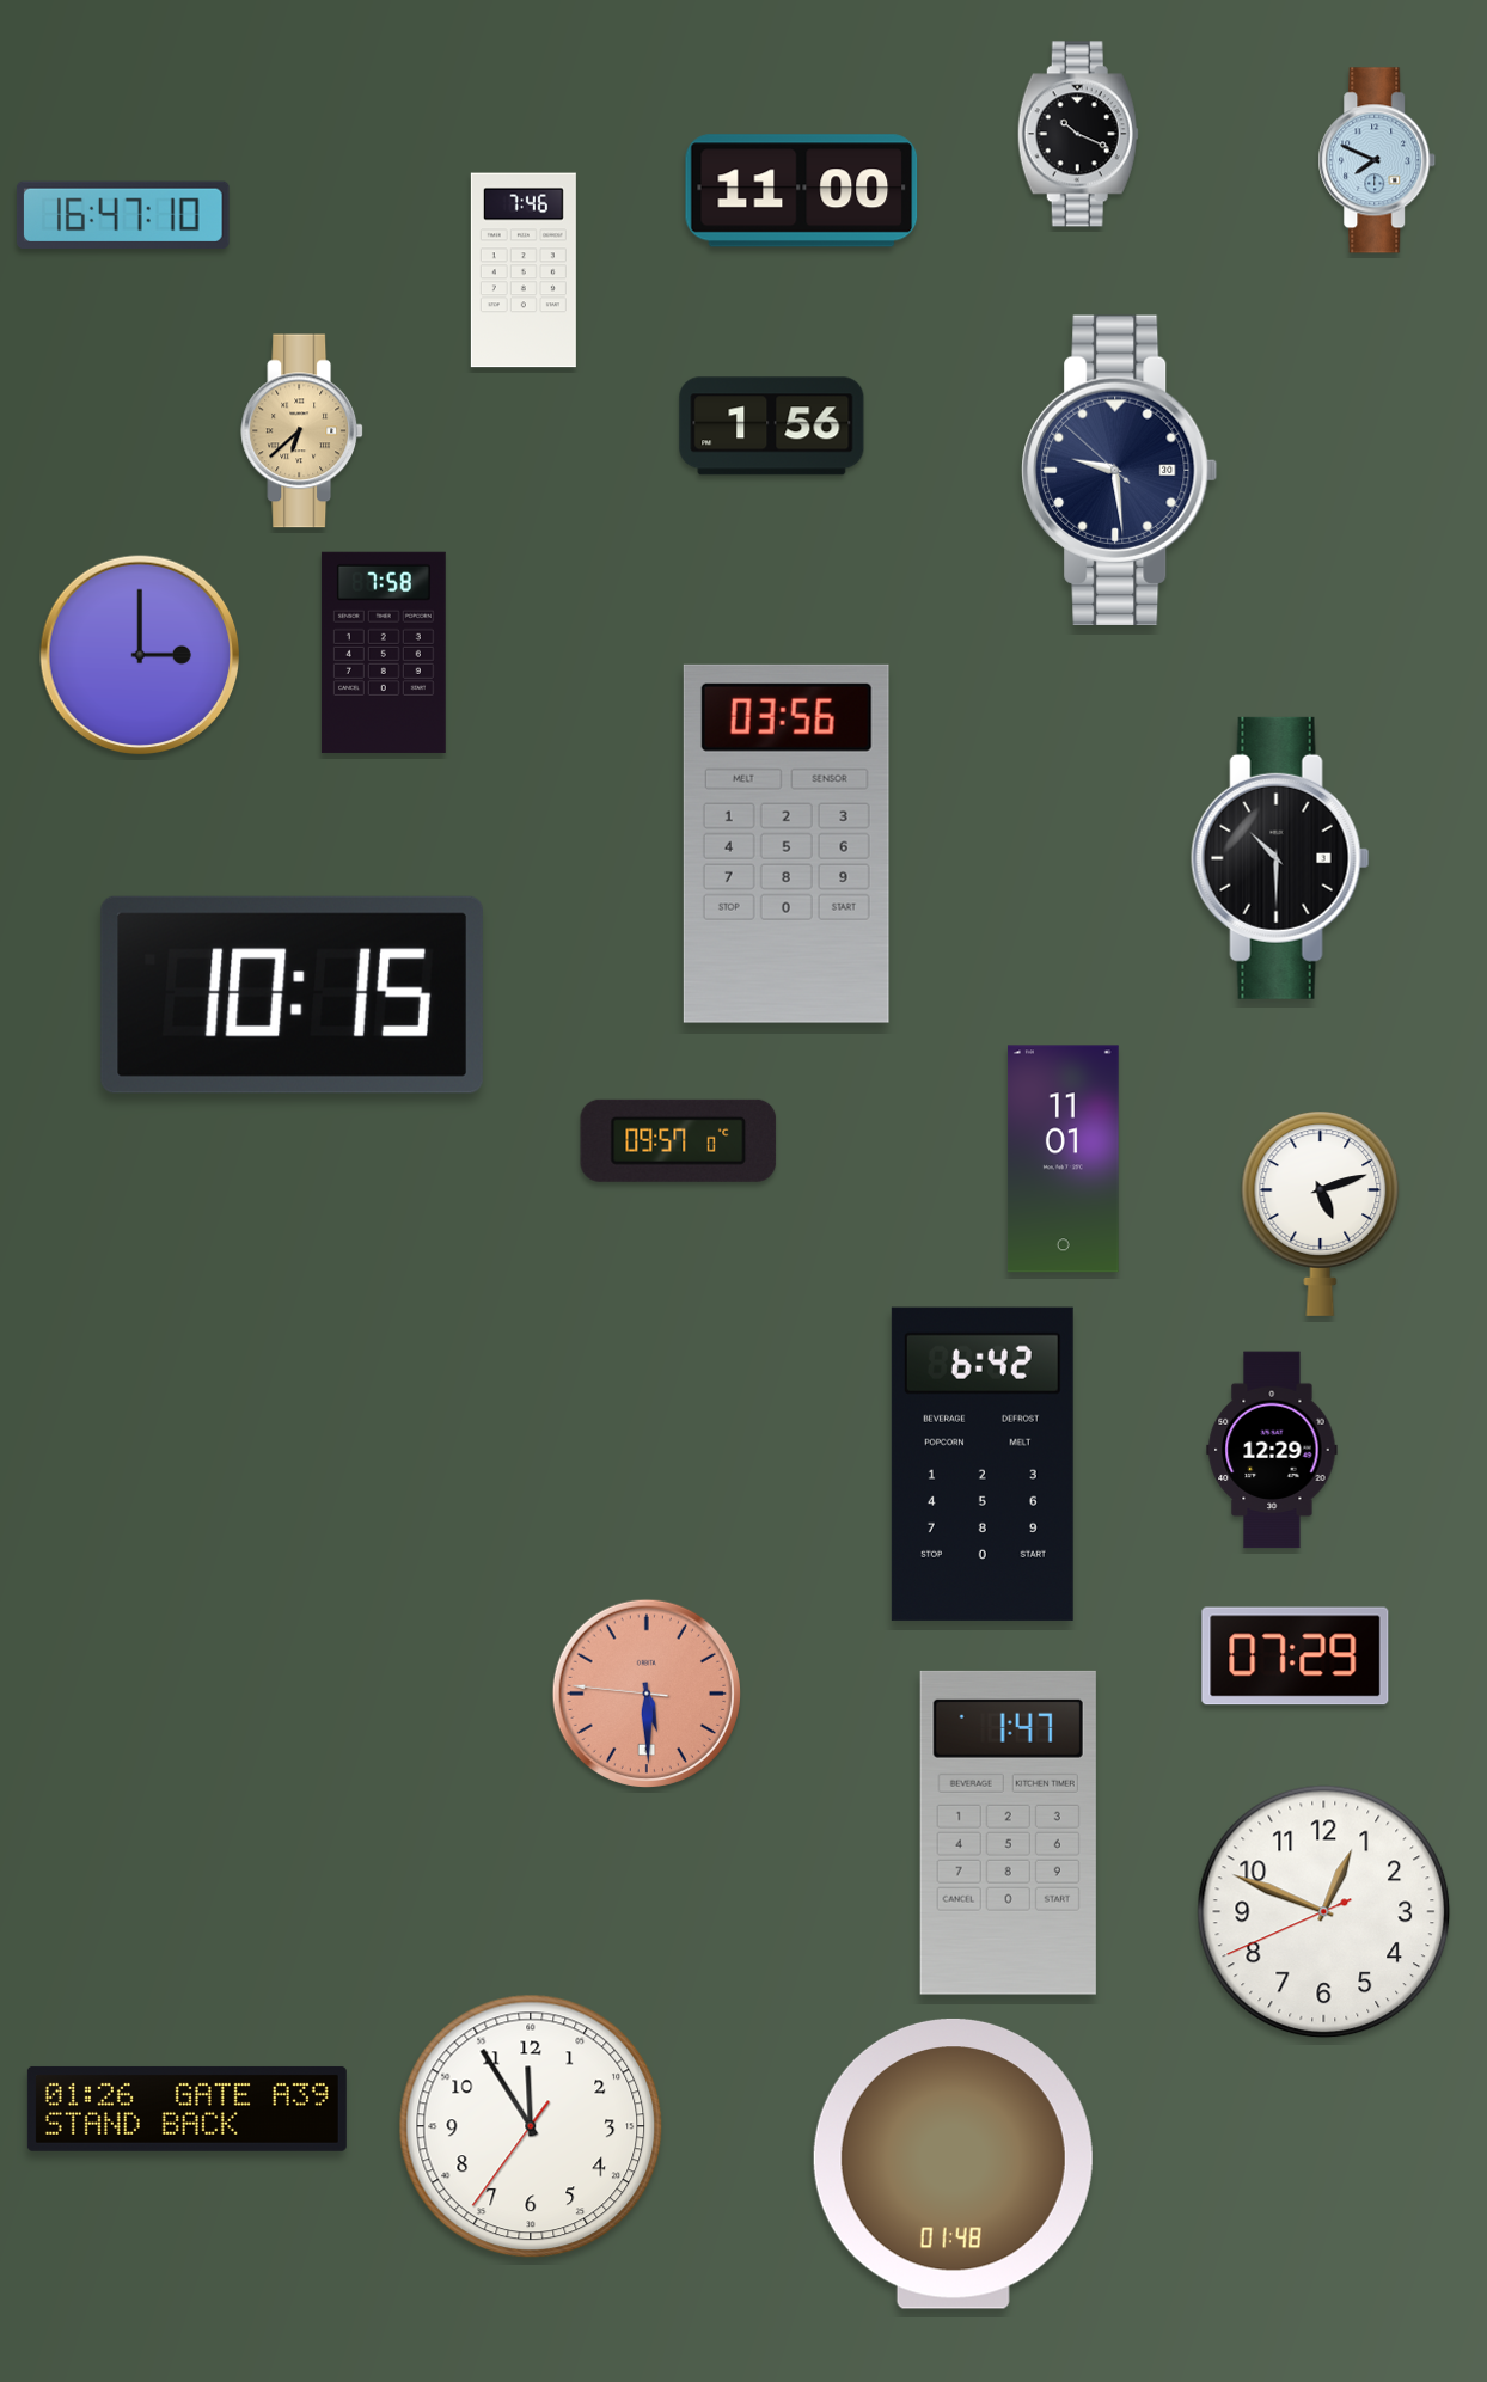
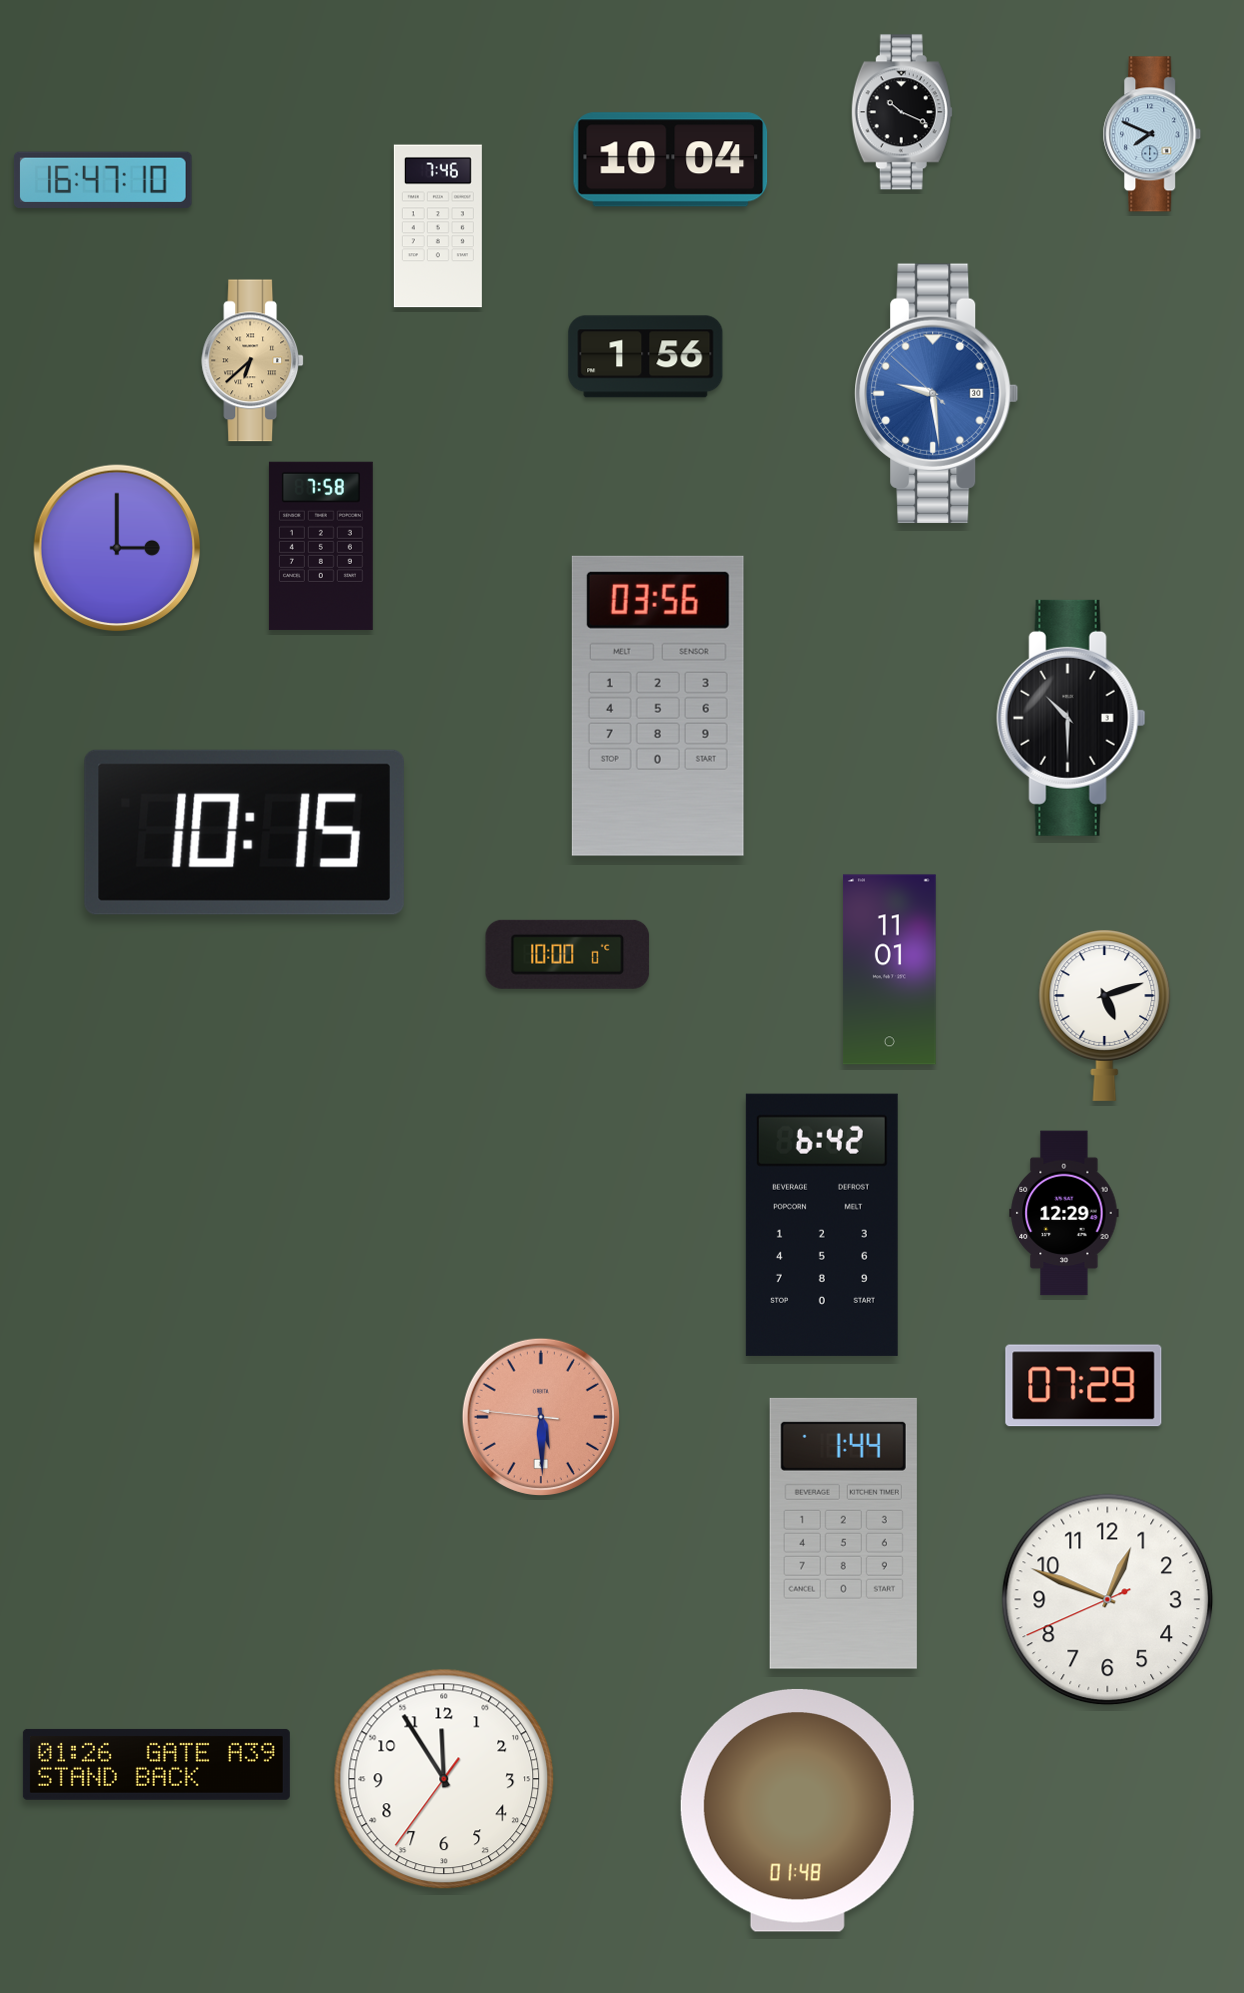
clock at (802, 191): 11:00 -> 10:04
clock at (1120, 470) dial: navy -> blue
clock at (679, 1140): 09:57 -> 10:00
clock at (1008, 1832): 1:47 -> 1:44
